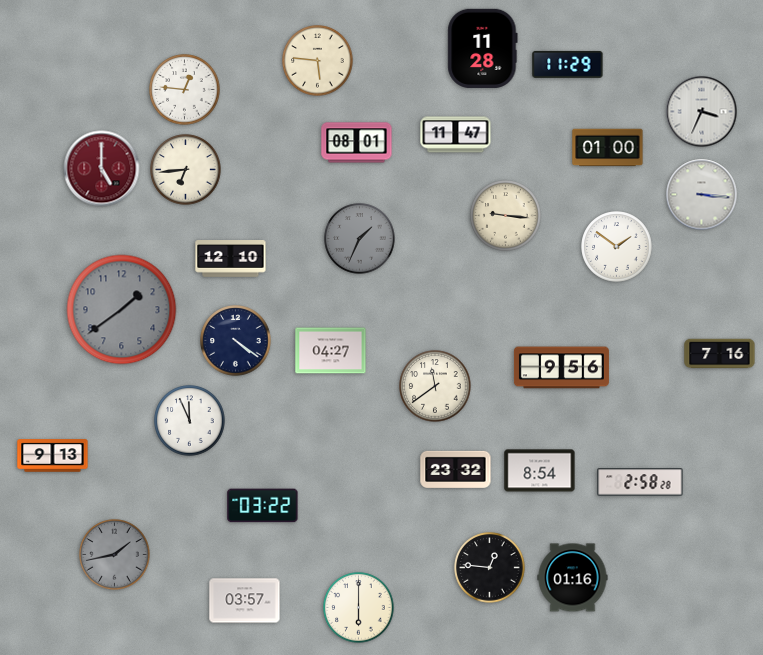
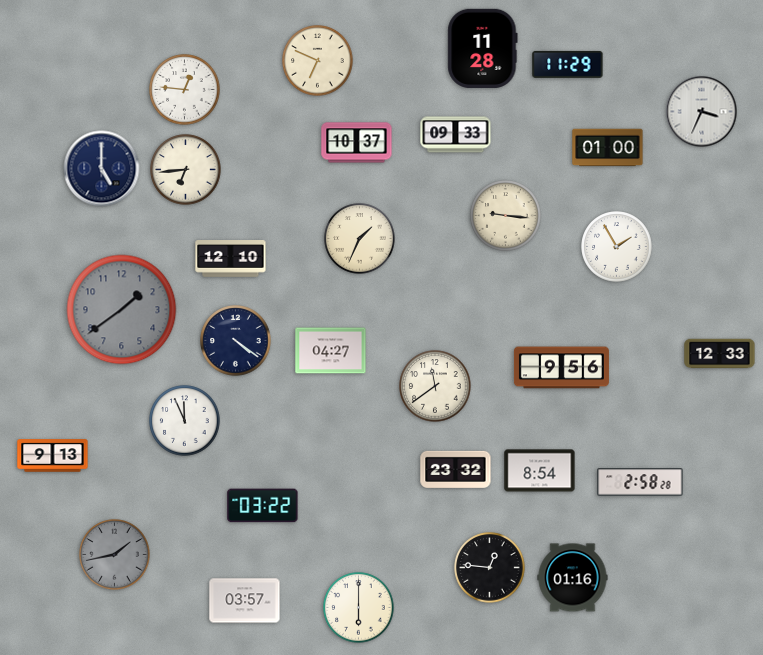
clock at (318, 61): 5:46 -> 6:49
clock at (456, 135): 11:47 -> 09:33
clock at (357, 143): 08:01 -> 10:37
clock at (102, 169) dial: burgundy -> navy
clock at (702, 195): 3:16 -> none
clock at (360, 239) dial: grey -> cream
clock at (617, 247): 1:51 -> 1:55
clock at (720, 354): 7:16 -> 12:33
clock at (190, 421) position: (190, 421) -> (185, 421)
